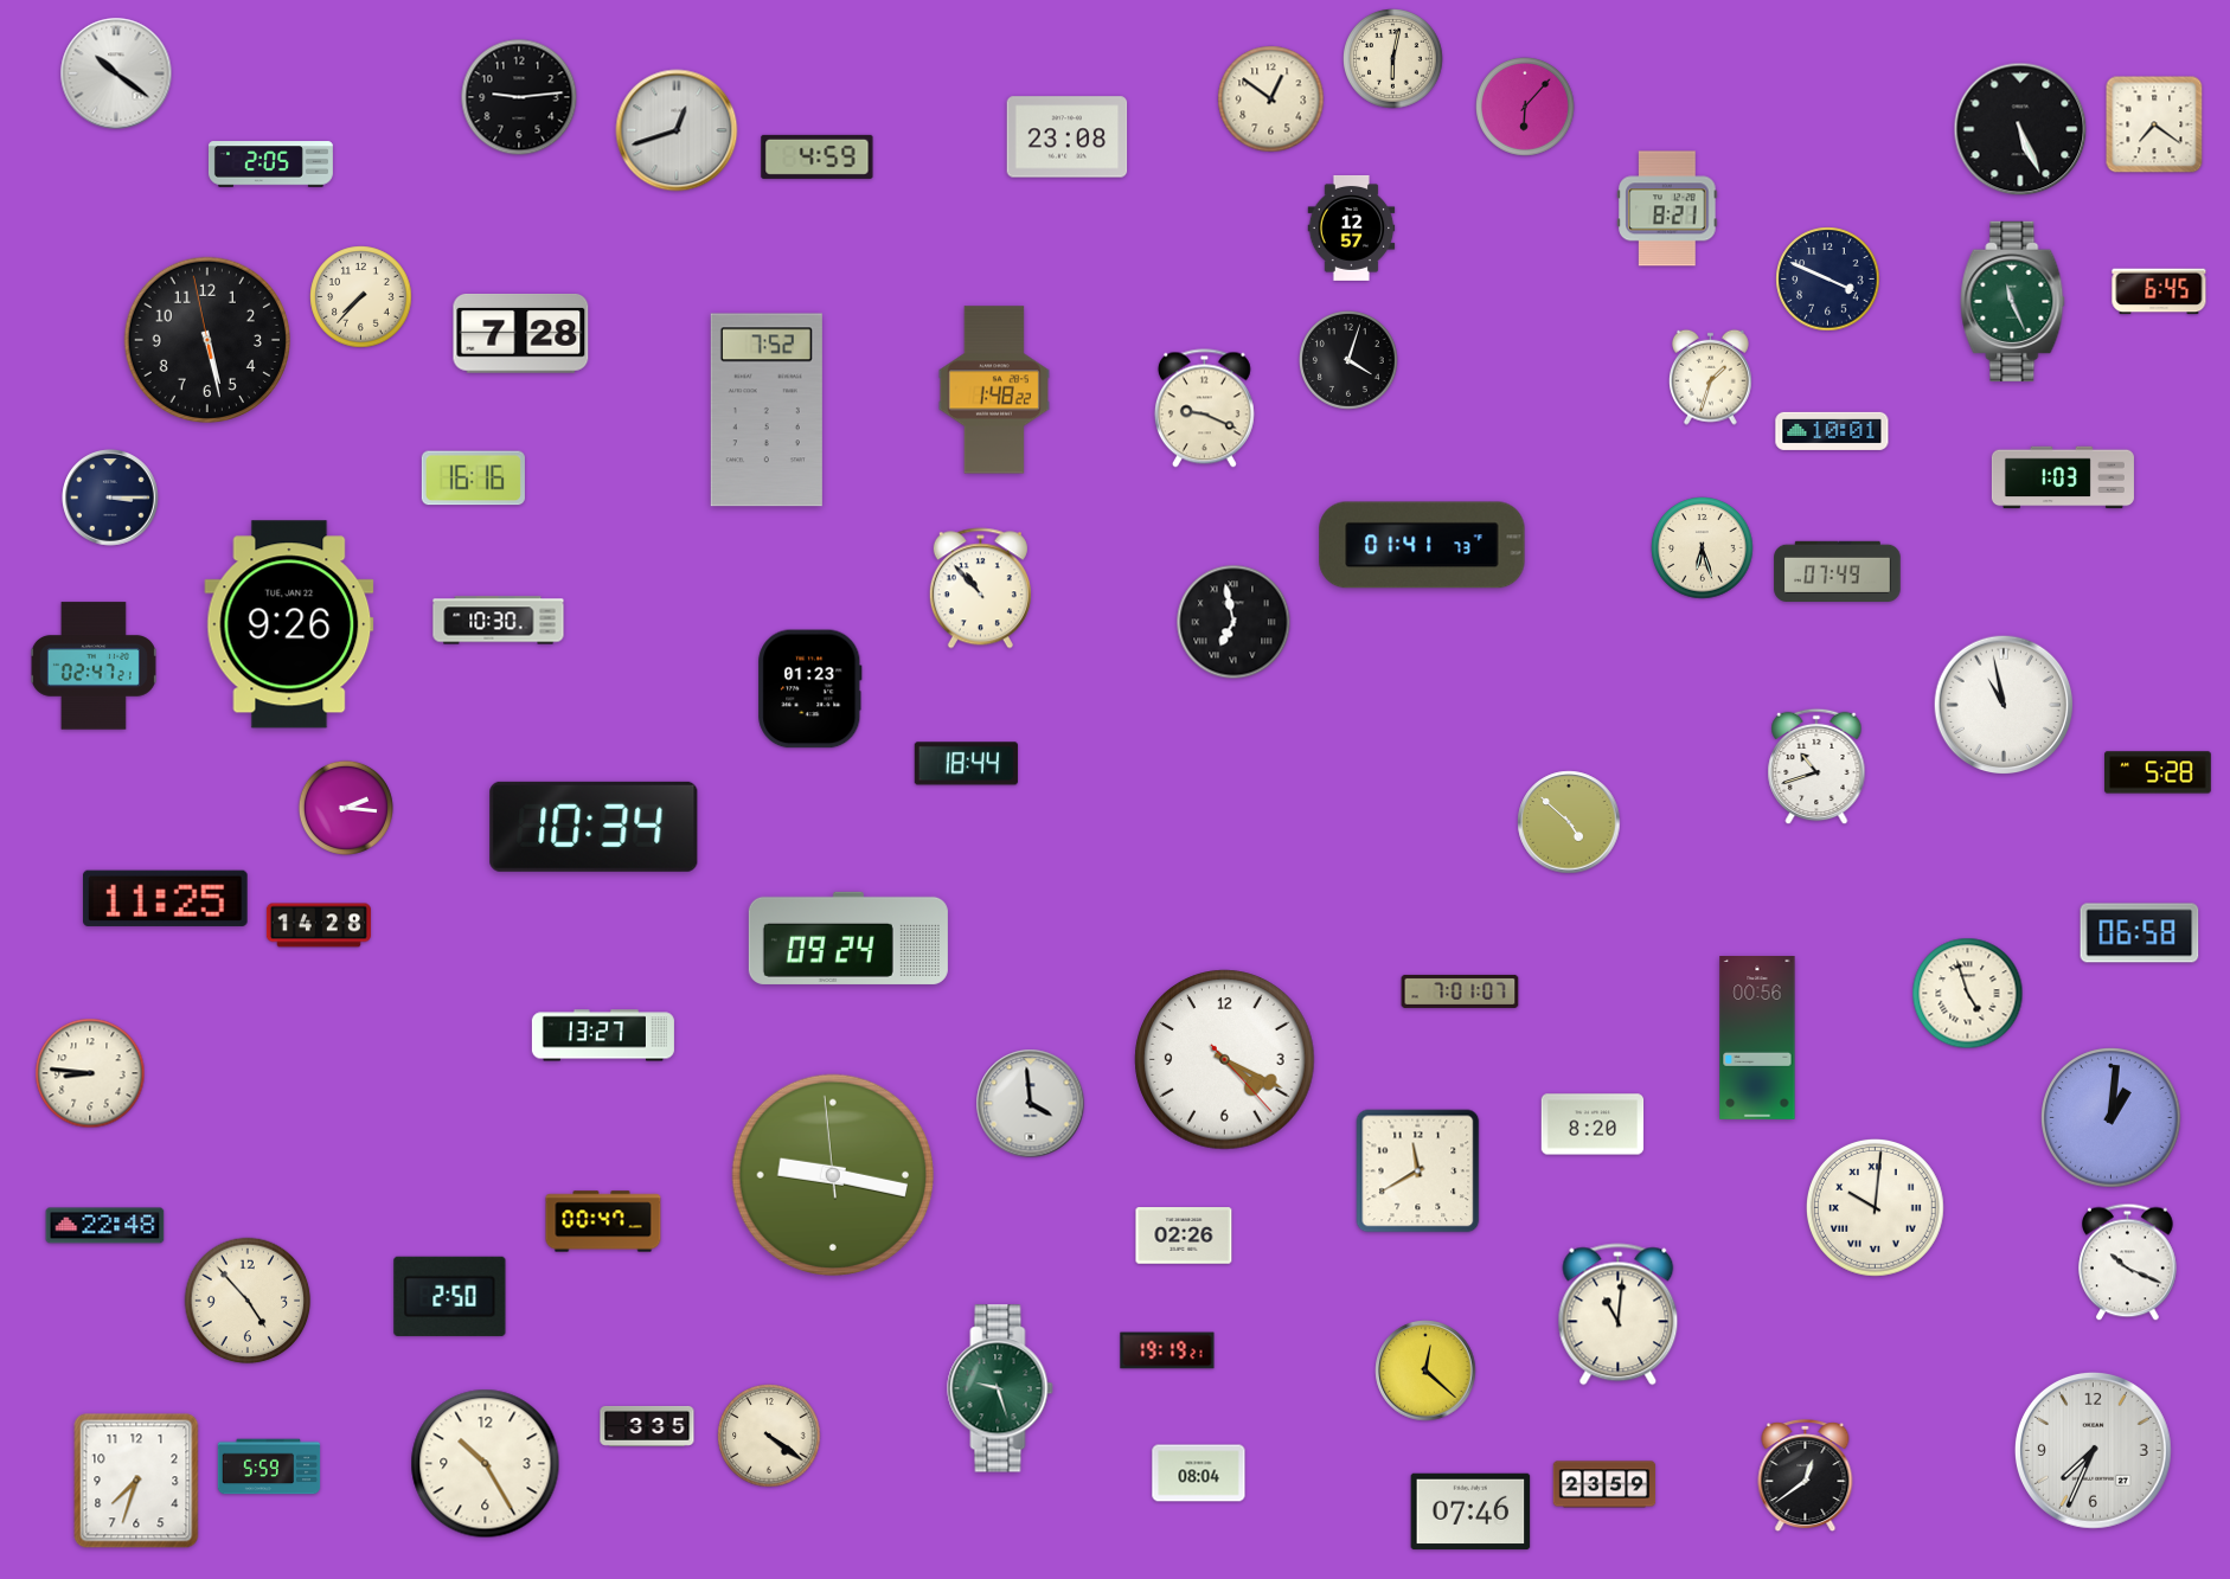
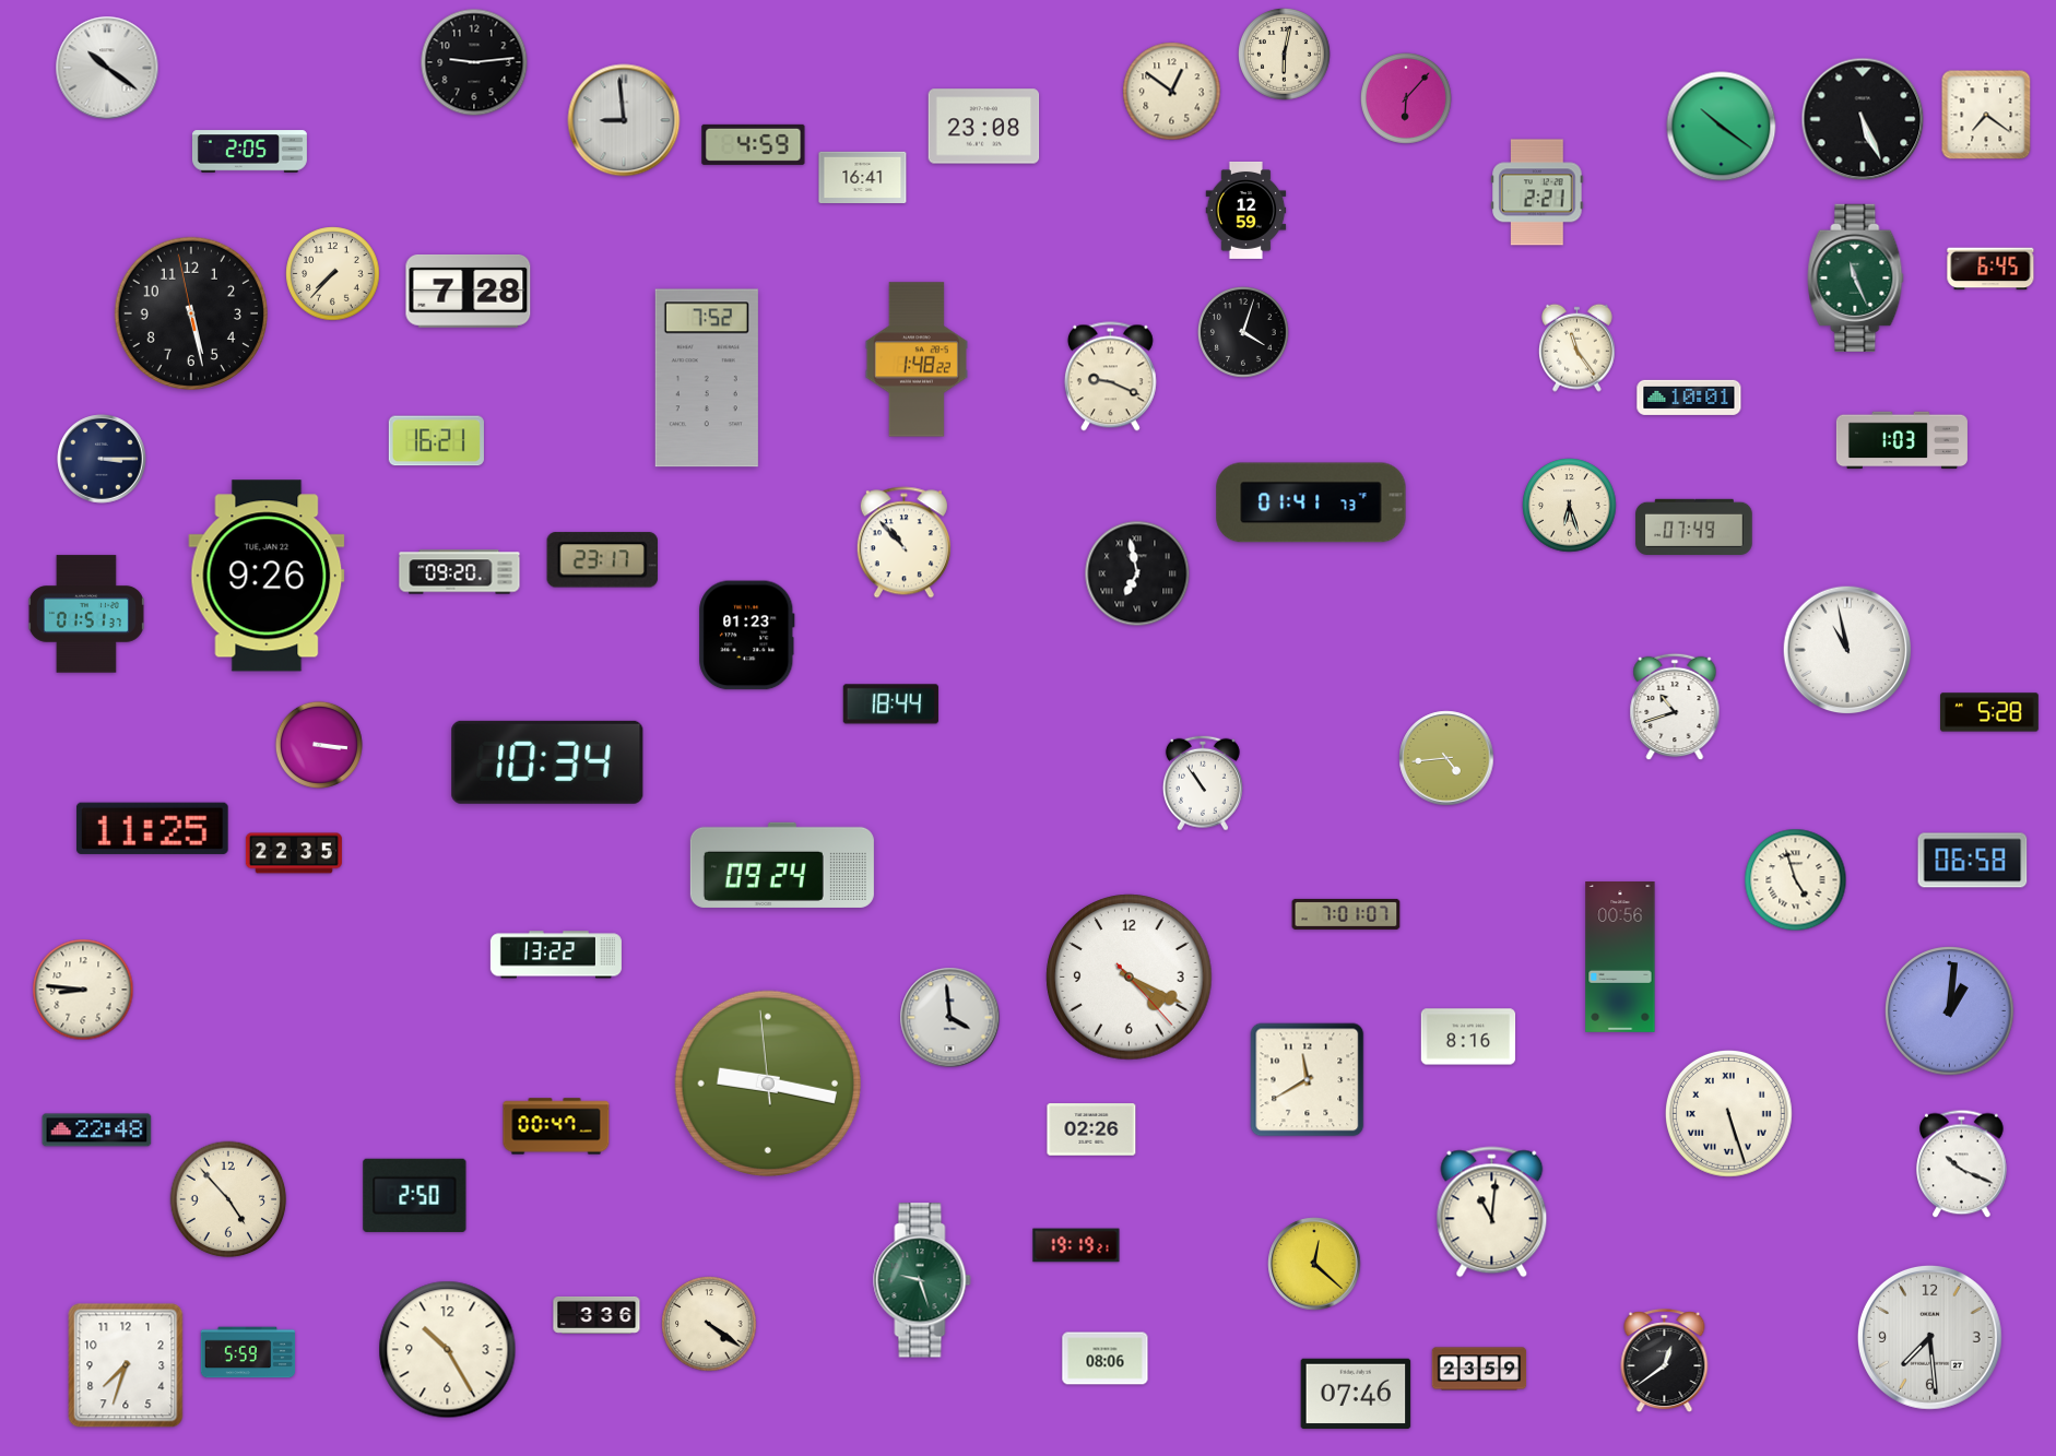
clock at (519, 97) position: (519, 97) -> (474, 62)
clock at (677, 130): 12:42 -> 8:59
clock at (1722, 127): none -> 10:21
clock at (863, 178): none -> 16:41
clock at (1667, 208): 8:21 -> 2:21
clock at (1352, 227): 12:57 -> 12:59
clock at (1828, 280): 3:49 -> none
clock at (521, 334) position: (521, 334) -> (469, 292)
clock at (1710, 377): 1:33 -> 11:24
clock at (473, 479): 16:16 -> 16:21
clock at (602, 560): none -> 23:17
clock at (499, 621): 10:30 -> 09:20
clock at (94, 666): 02:47 -> 01:51
clock at (346, 808): 2:16 -> 3:16
clock at (1569, 822): 4:52 -> 4:44
clock at (1203, 783): none -> 10:54
clock at (319, 925): 14:28 -> 22:35
clock at (1968, 994) position: (1968, 994) -> (1796, 880)
clock at (603, 1035): 13:27 -> 13:22
clock at (2112, 1118) position: (2112, 1118) -> (1950, 1011)
clock at (1593, 1124): 8:20 -> 8:16
clock at (1876, 1208): 10:01 -> 5:27
clock at (1184, 1235) position: (1184, 1235) -> (1091, 1129)
clock at (647, 1426): 3:35 -> 3:36
clock at (2093, 1450): 7:34 -> 7:29
clock at (1199, 1474): 08:04 -> 08:06
